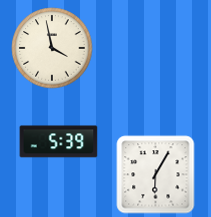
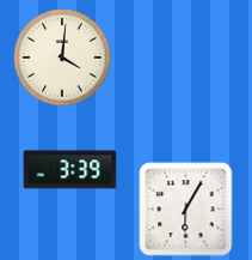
clock at (52, 48): 3:58 -> 4:01
clock at (58, 142): 5:39 -> 3:39
